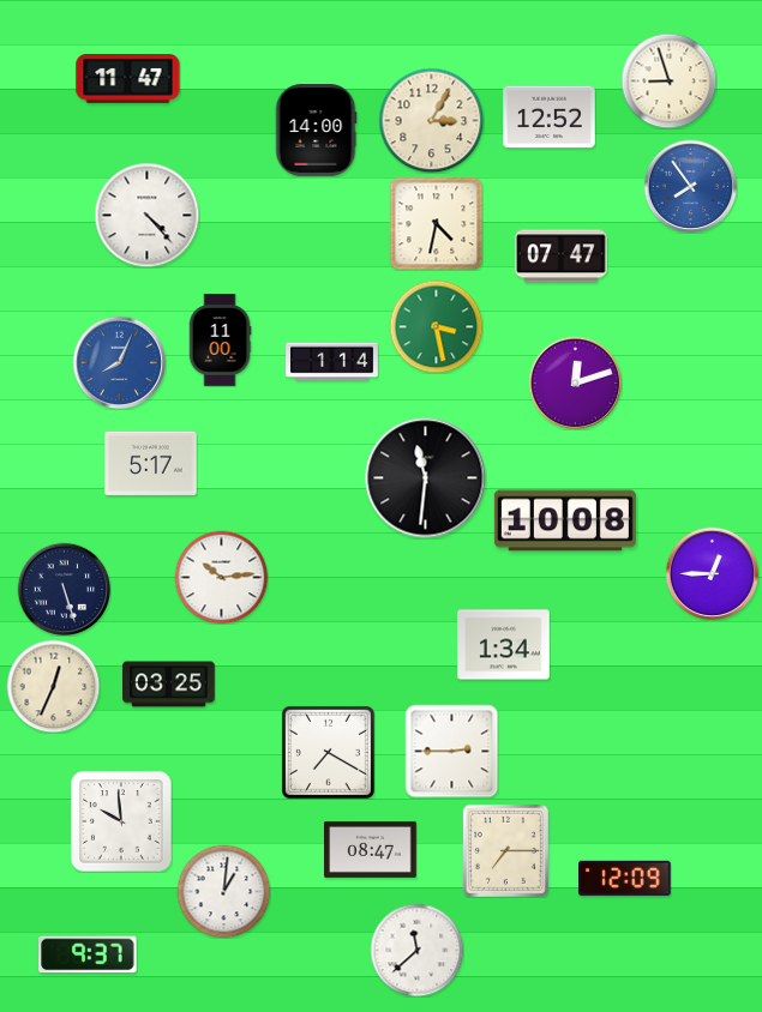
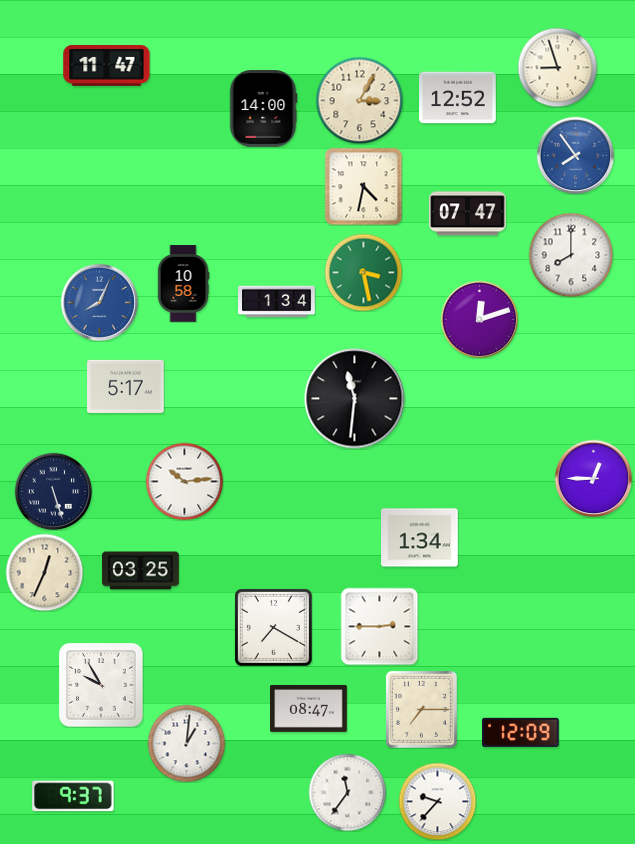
clock at (146, 215): 4:23 -> none
clock at (571, 255): none -> 8:00
clock at (220, 341): 11:00 -> 10:58
clock at (332, 362): 1:14 -> 1:34
clock at (565, 520): 10:08 -> none
clock at (451, 751) position: (451, 751) -> (379, 626)
clock at (121, 821): 9:59 -> 9:55
clock at (416, 950): 11:38 -> 11:36
clock at (437, 801): none -> 9:37
